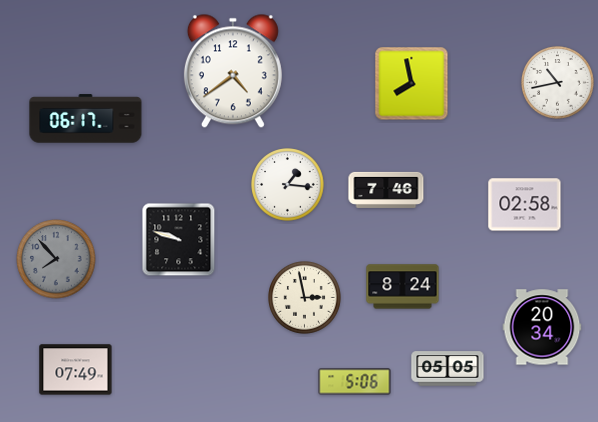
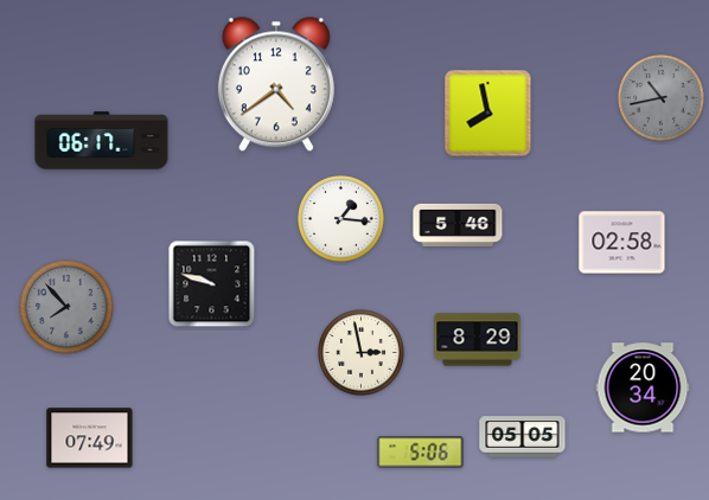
clock at (558, 83) dial: white -> grey
clock at (412, 84) position: (412, 84) -> (488, 114)
clock at (386, 190): 7:46 -> 5:46
clock at (403, 287): 8:24 -> 8:29
clock at (448, 369) position: (448, 369) -> (523, 437)
